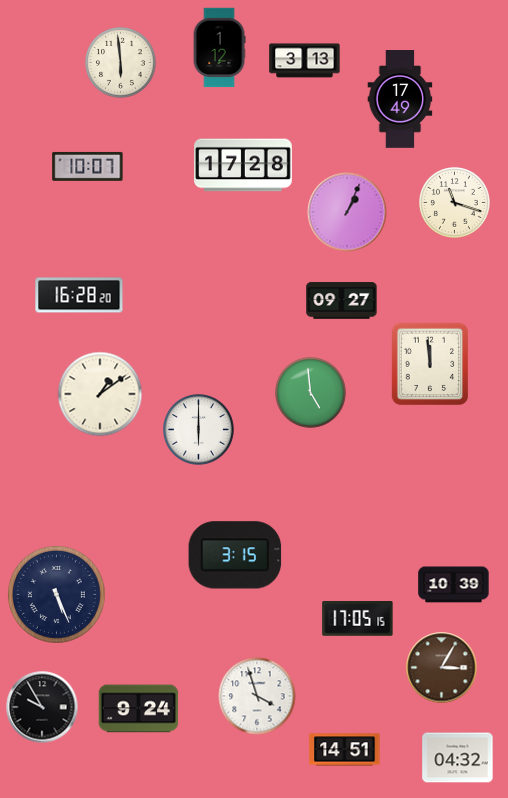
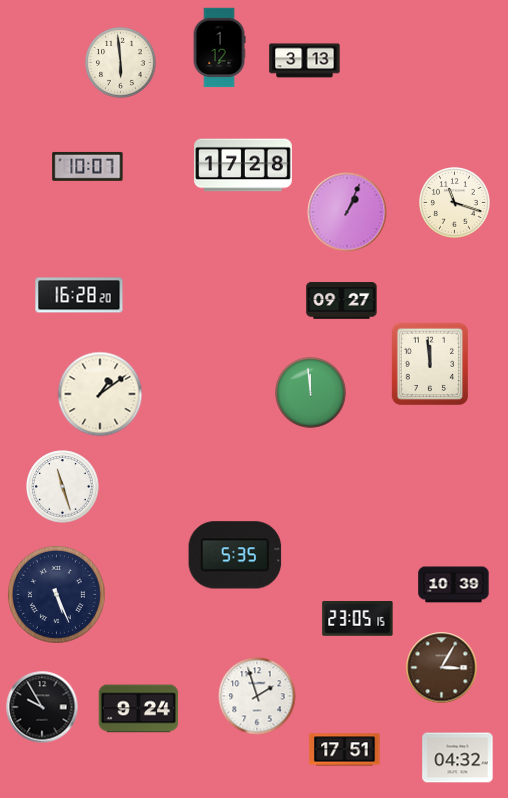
clock at (400, 99): 17:49 -> none
clock at (311, 393): 4:59 -> 11:59
clock at (199, 430): 6:00 -> none
clock at (63, 487): none -> 11:27
clock at (235, 555): 3:15 -> 5:35
clock at (358, 619): 17:05 -> 23:05
clock at (257, 696): 3:57 -> 1:57
clock at (345, 750): 14:51 -> 17:51
